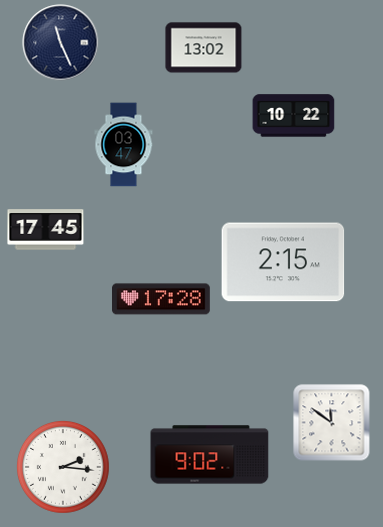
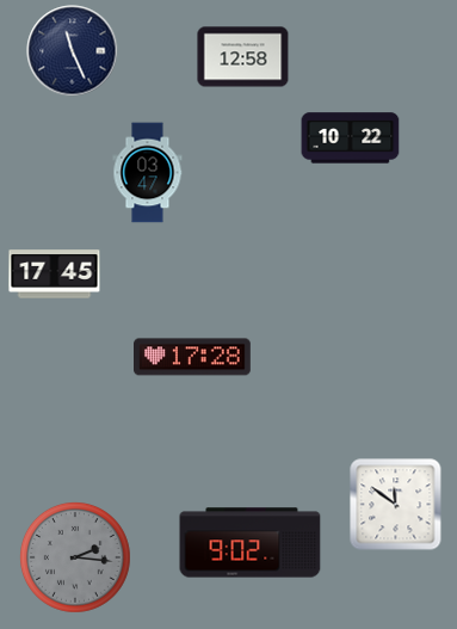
clock at (204, 48): 13:02 -> 12:58
clock at (283, 262): 2:15 -> none
clock at (63, 467) dial: white -> grey
